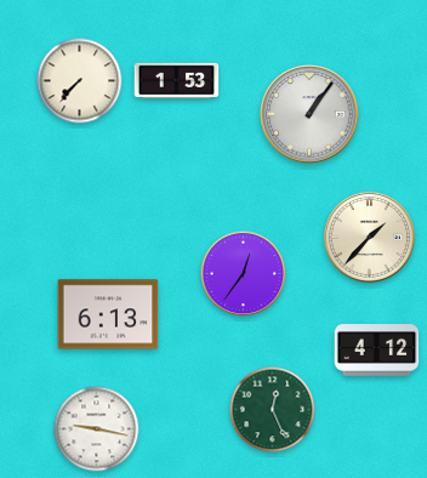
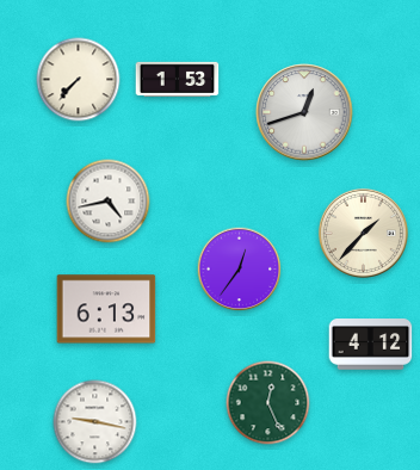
clock at (177, 80) position: (177, 80) -> (178, 79)
clock at (309, 114): 1:06 -> 12:42
clock at (109, 202): none -> 4:43
